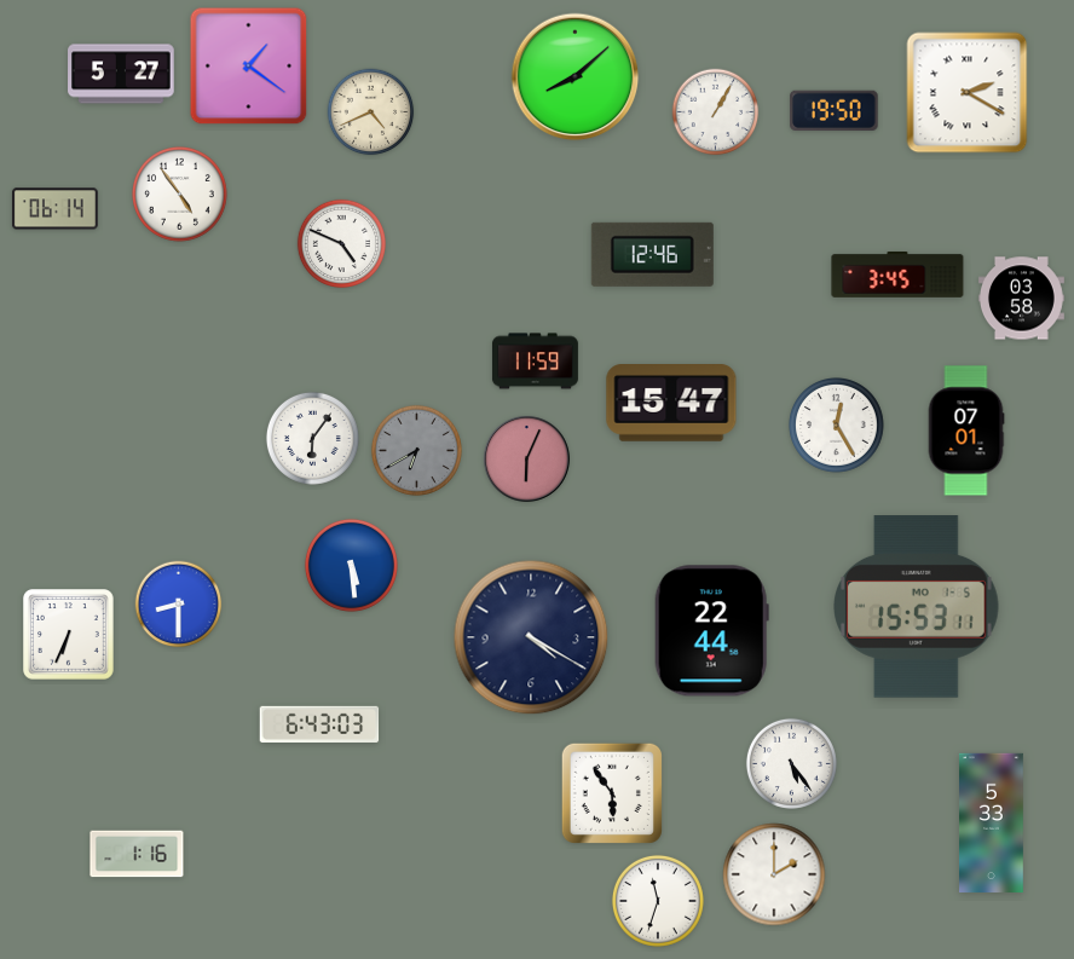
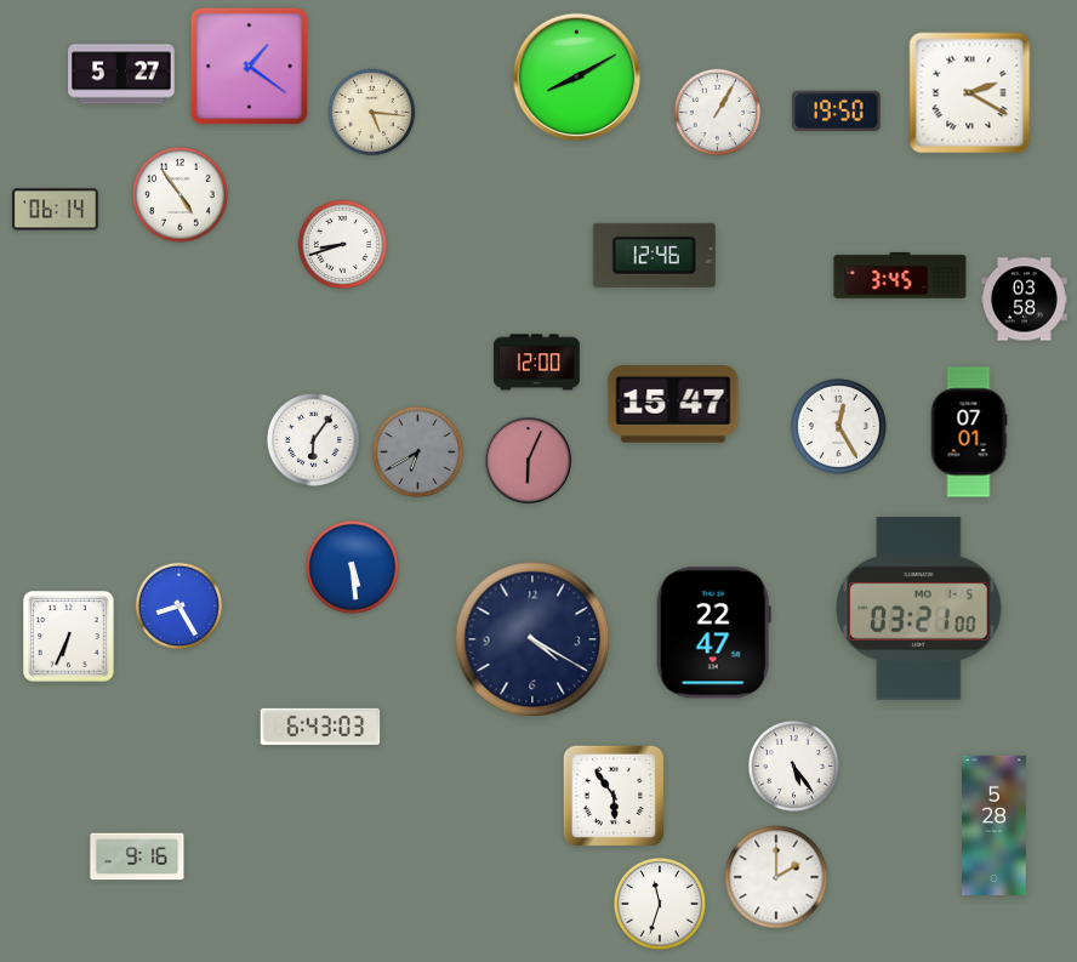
clock at (576, 77): 8:08 -> 8:10
clock at (371, 112): 4:41 -> 5:16
clock at (341, 243): 4:49 -> 8:42
clock at (535, 362): 11:59 -> 12:00
clock at (179, 605): 8:30 -> 8:25
clock at (917, 607): 15:53 -> 03:21
clock at (711, 631): 22:44 -> 22:47
clock at (992, 822): 5:33 -> 5:28
clock at (137, 854): 1:16 -> 9:16
